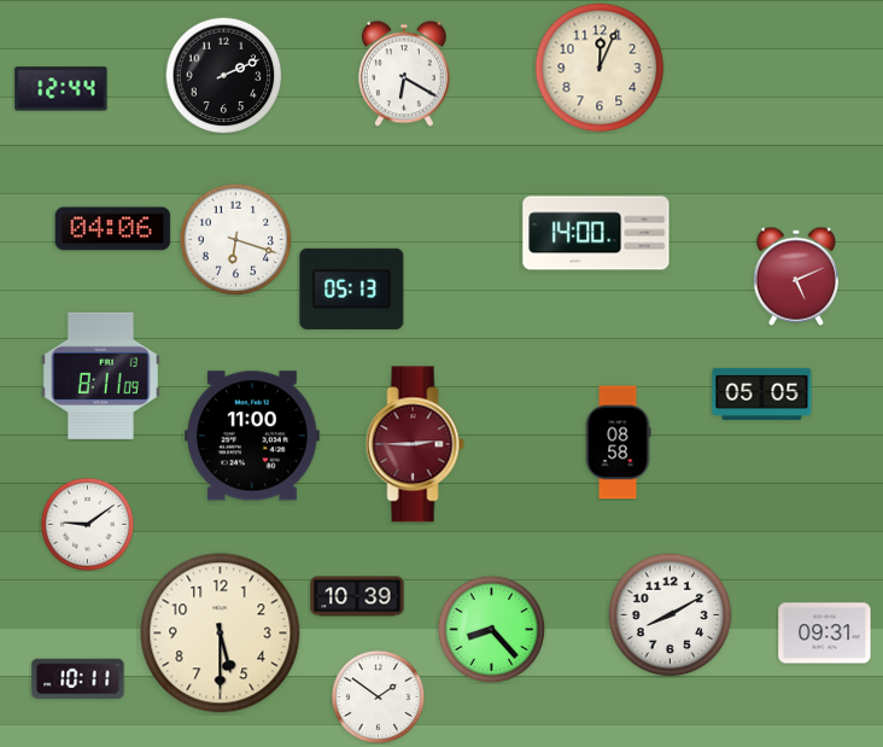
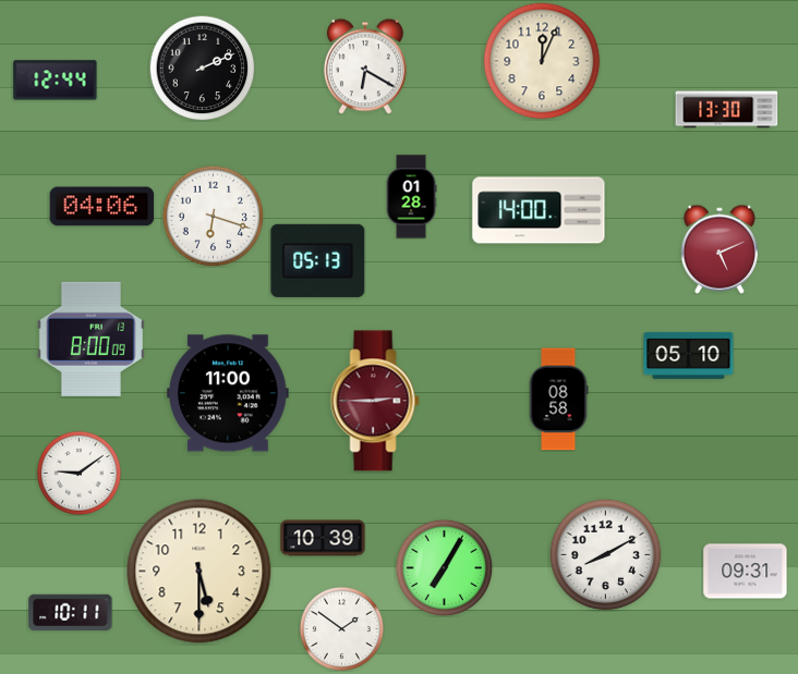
clock at (727, 110): none -> 13:30
clock at (411, 197): none -> 01:28
clock at (100, 375): 8:11 -> 8:00
clock at (762, 393): 05:05 -> 05:10
clock at (491, 629): 8:23 -> 7:05
